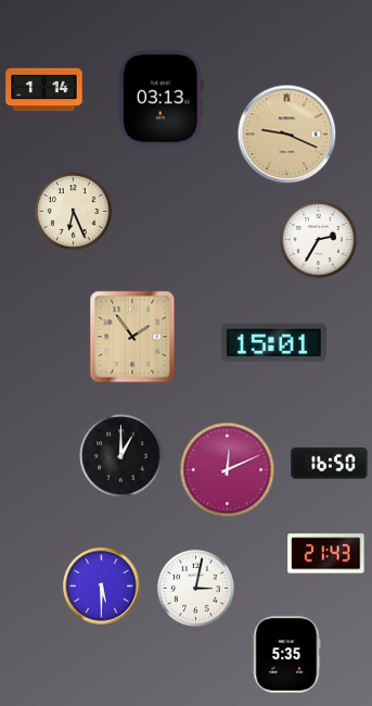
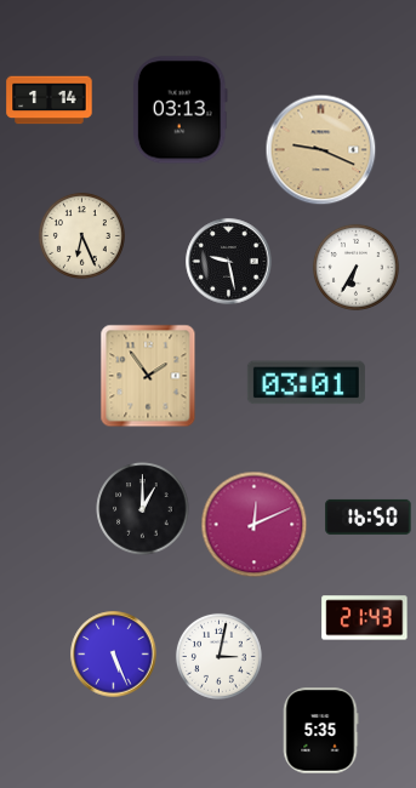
clock at (229, 262): none -> 9:28
clock at (318, 239): 2:35 -> 6:35
clock at (273, 343): 15:01 -> 03:01
clock at (121, 456) position: (121, 456) -> (143, 509)
clock at (102, 587): 5:30 -> 5:26
